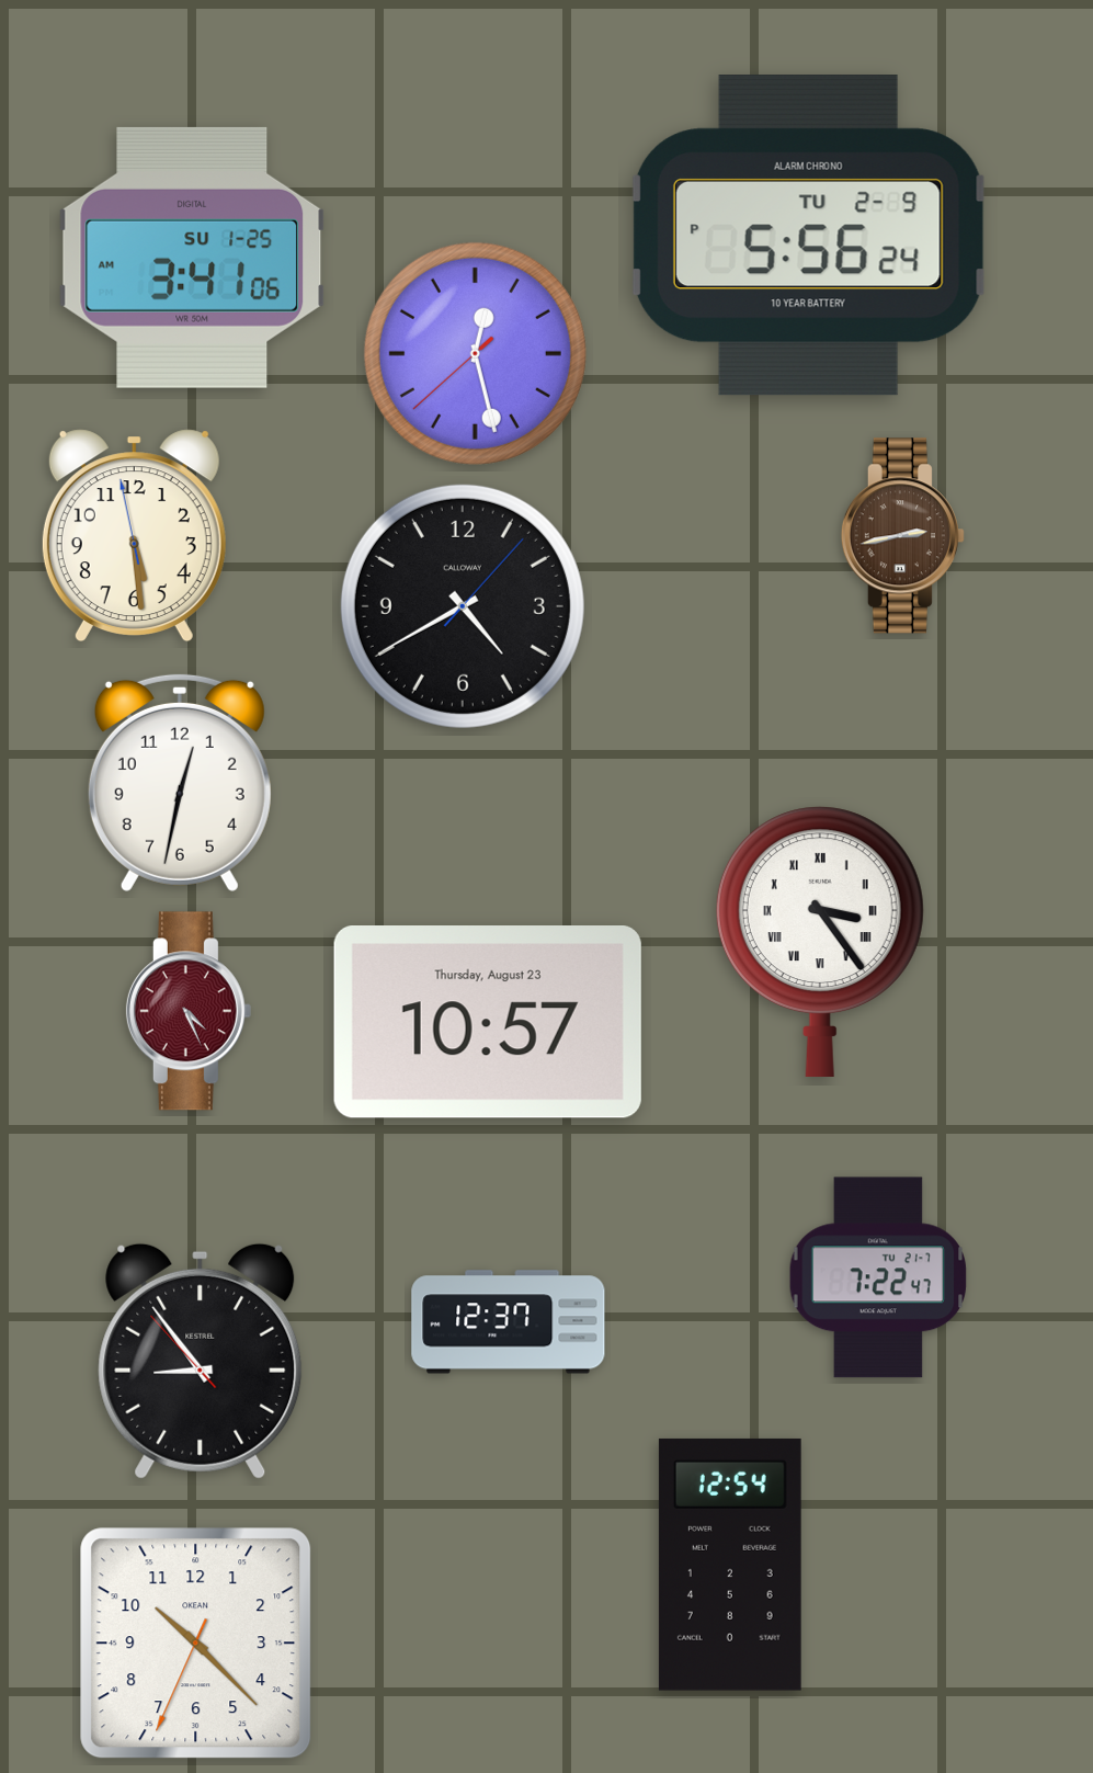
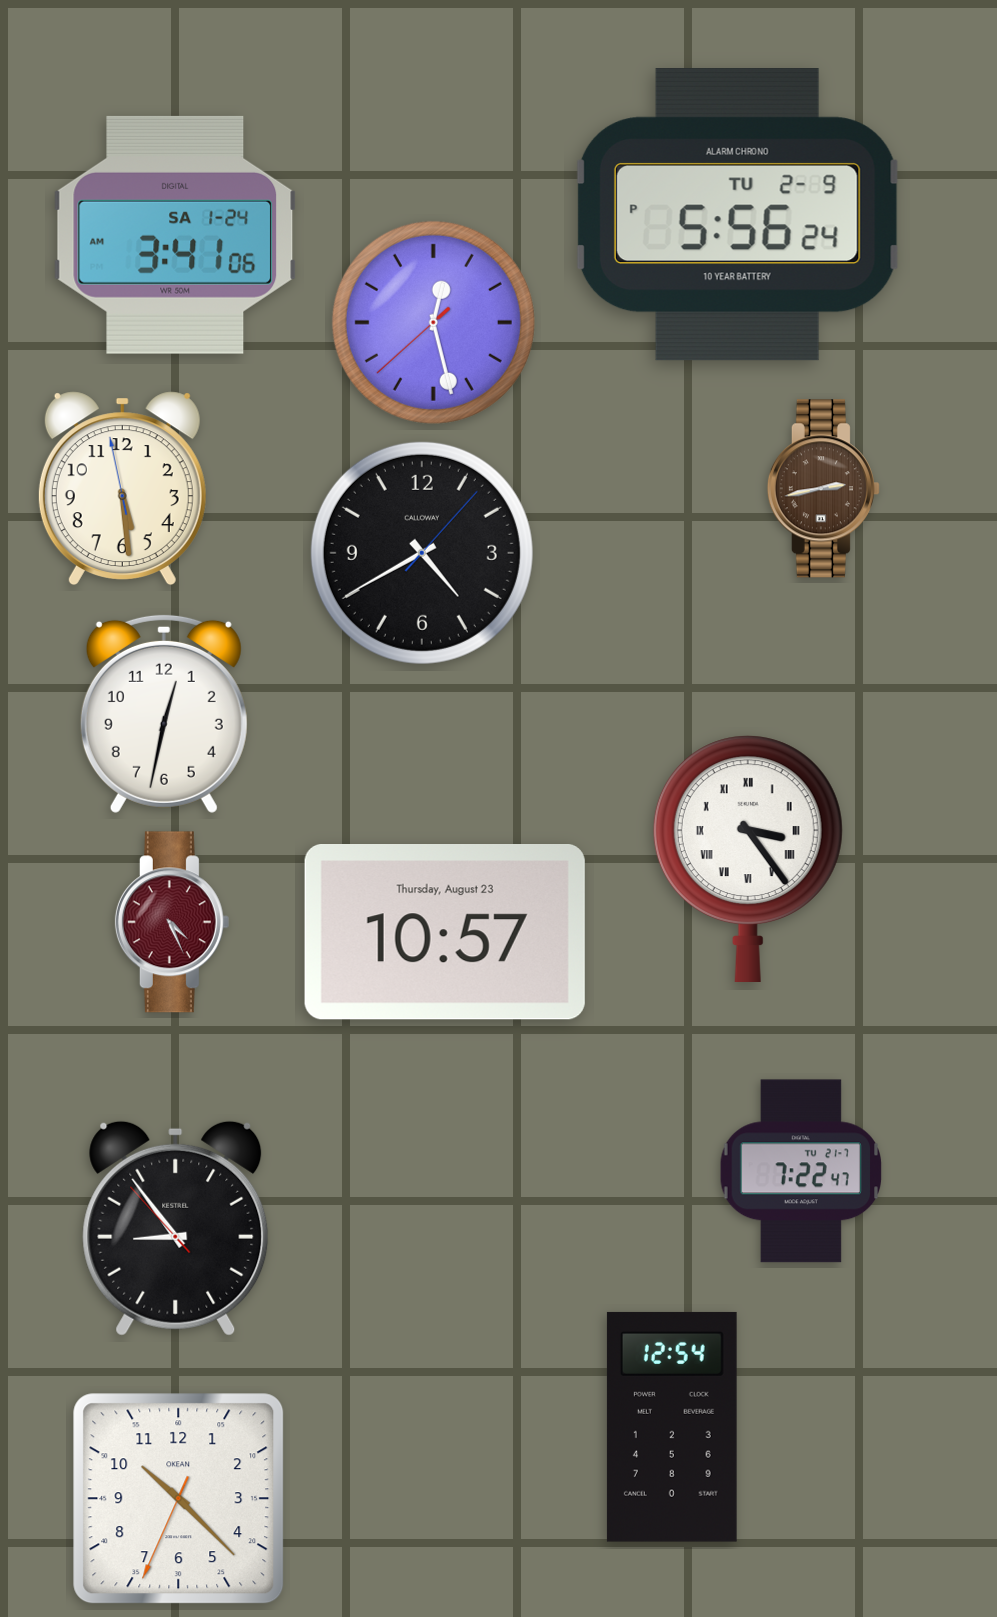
clock at (192, 258) date: SU 1-25 -> SA 1-24
clock at (878, 1277) position: (878, 1277) -> (801, 1171)
clock at (509, 1322): 12:37 -> none
clock at (201, 1361) position: (201, 1361) -> (176, 1228)
clock at (730, 1565) position: (730, 1565) -> (672, 1427)
